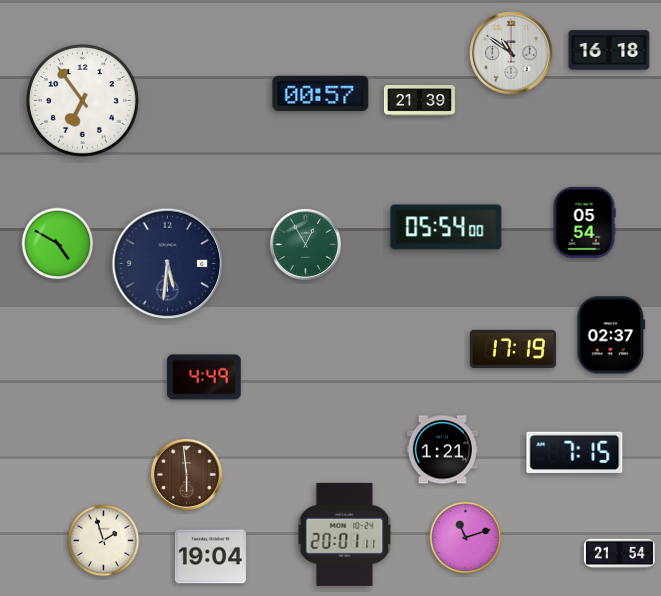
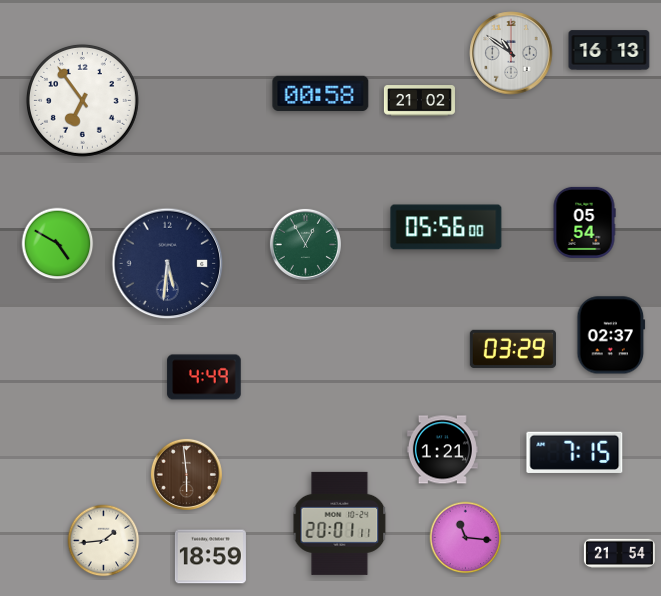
clock at (609, 50): 16:18 -> 16:13
clock at (321, 93): 00:57 -> 00:58
clock at (419, 101): 21:39 -> 21:02
clock at (446, 227): 05:54 -> 05:56
clock at (513, 349): 17:19 -> 03:29
clock at (345, 534) position: (345, 534) -> (340, 523)
clock at (466, 538): 11:12 -> 11:16
clock at (104, 541): 1:57 -> 1:44
clock at (210, 557): 19:04 -> 18:59
